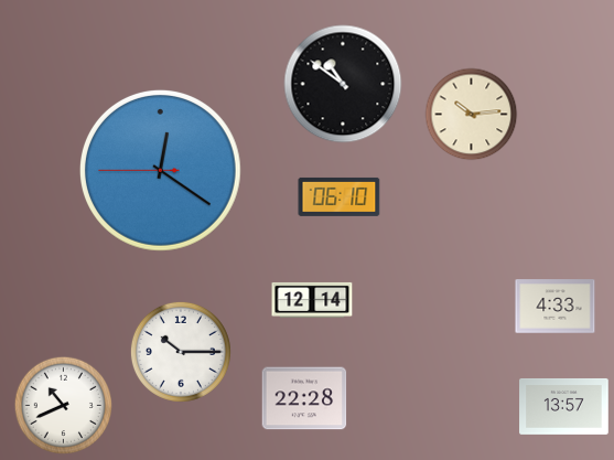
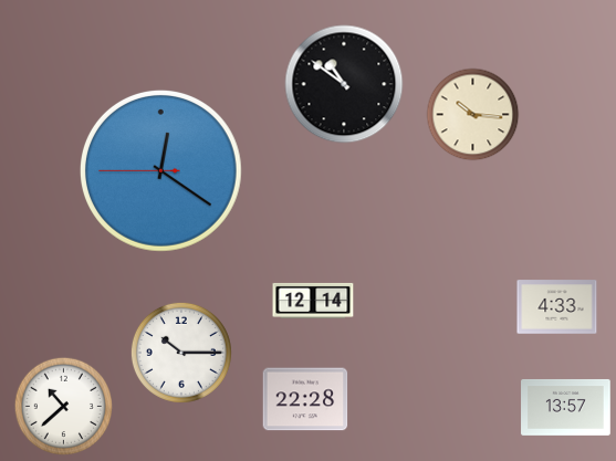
clock at (472, 115): 10:14 -> 10:16
clock at (340, 196): 06:10 -> none
clock at (63, 405): 10:41 -> 10:38
